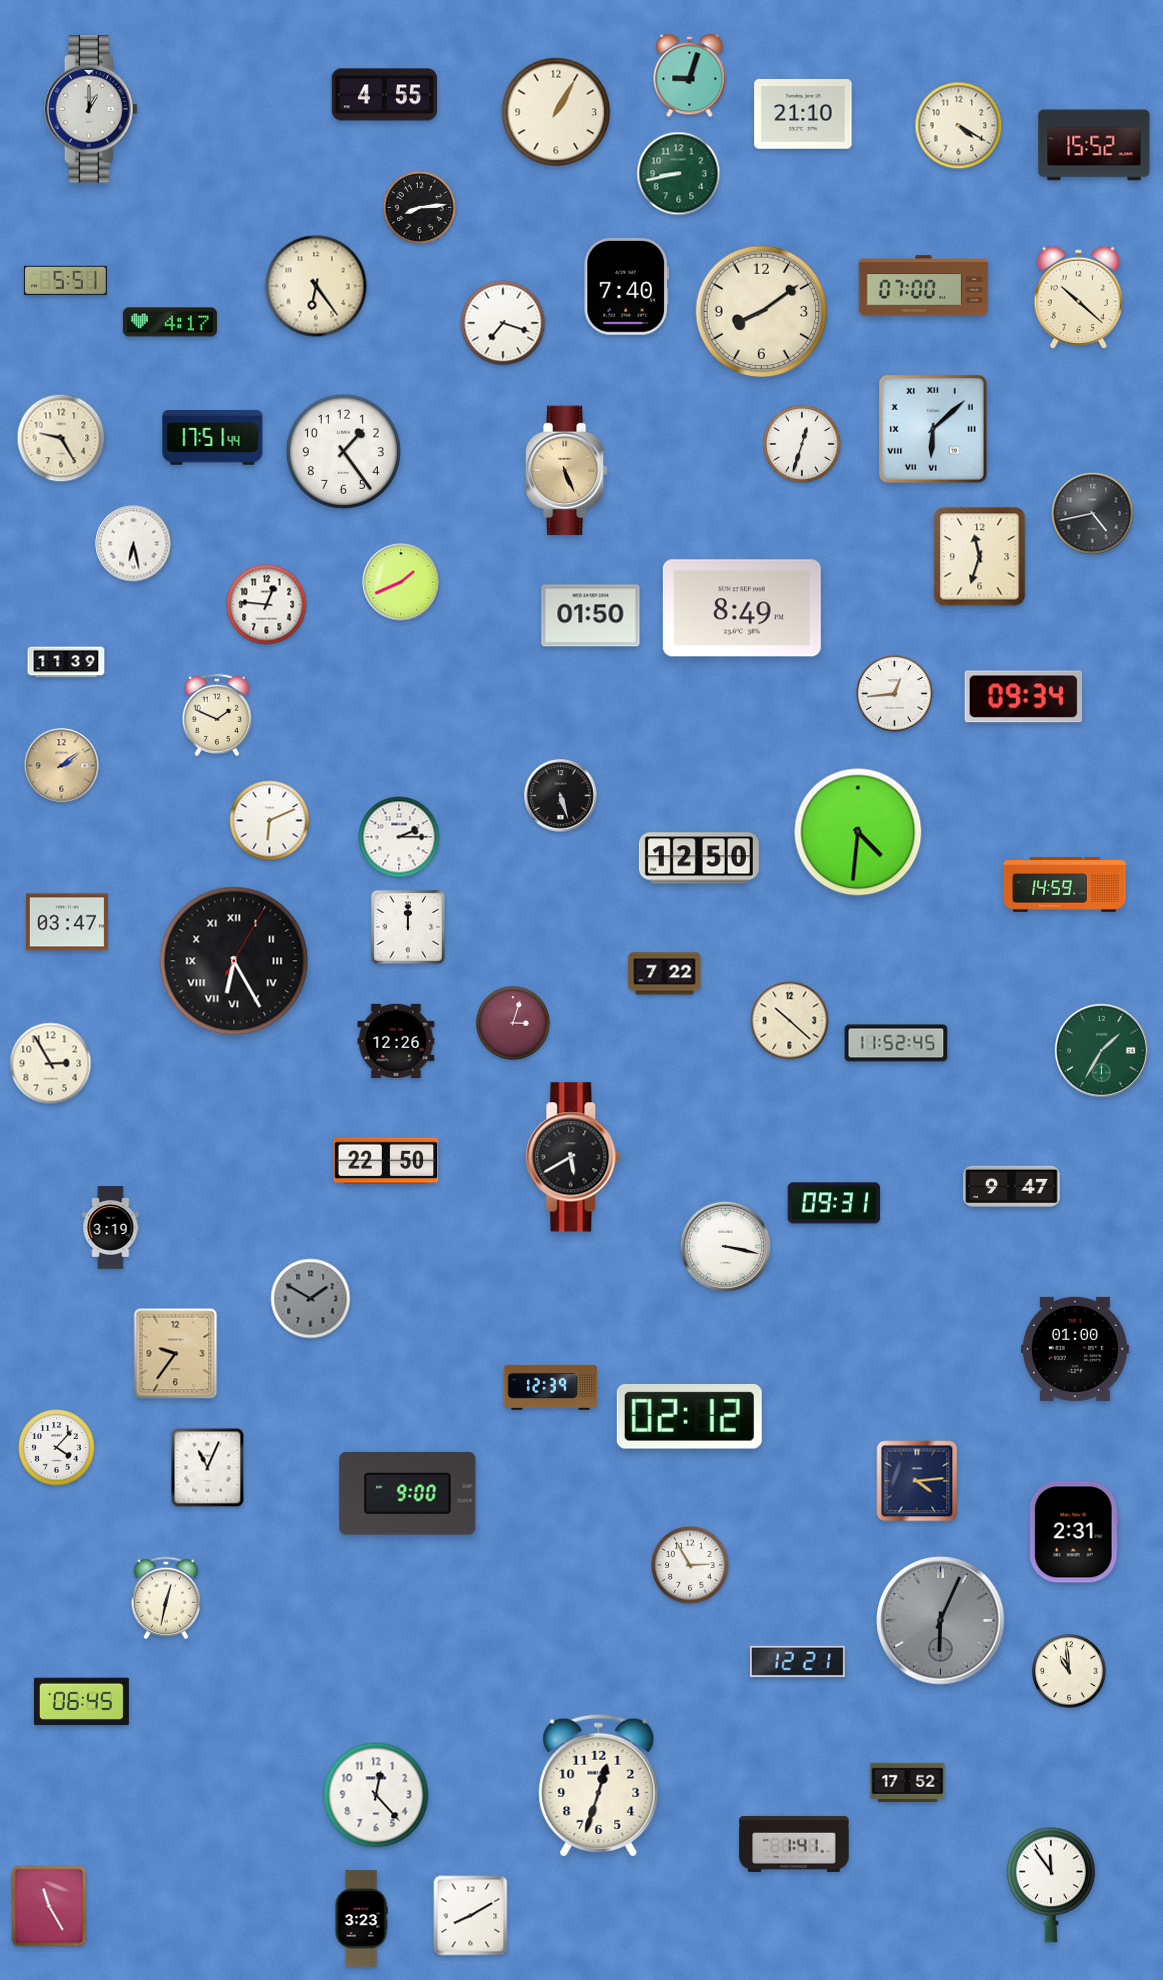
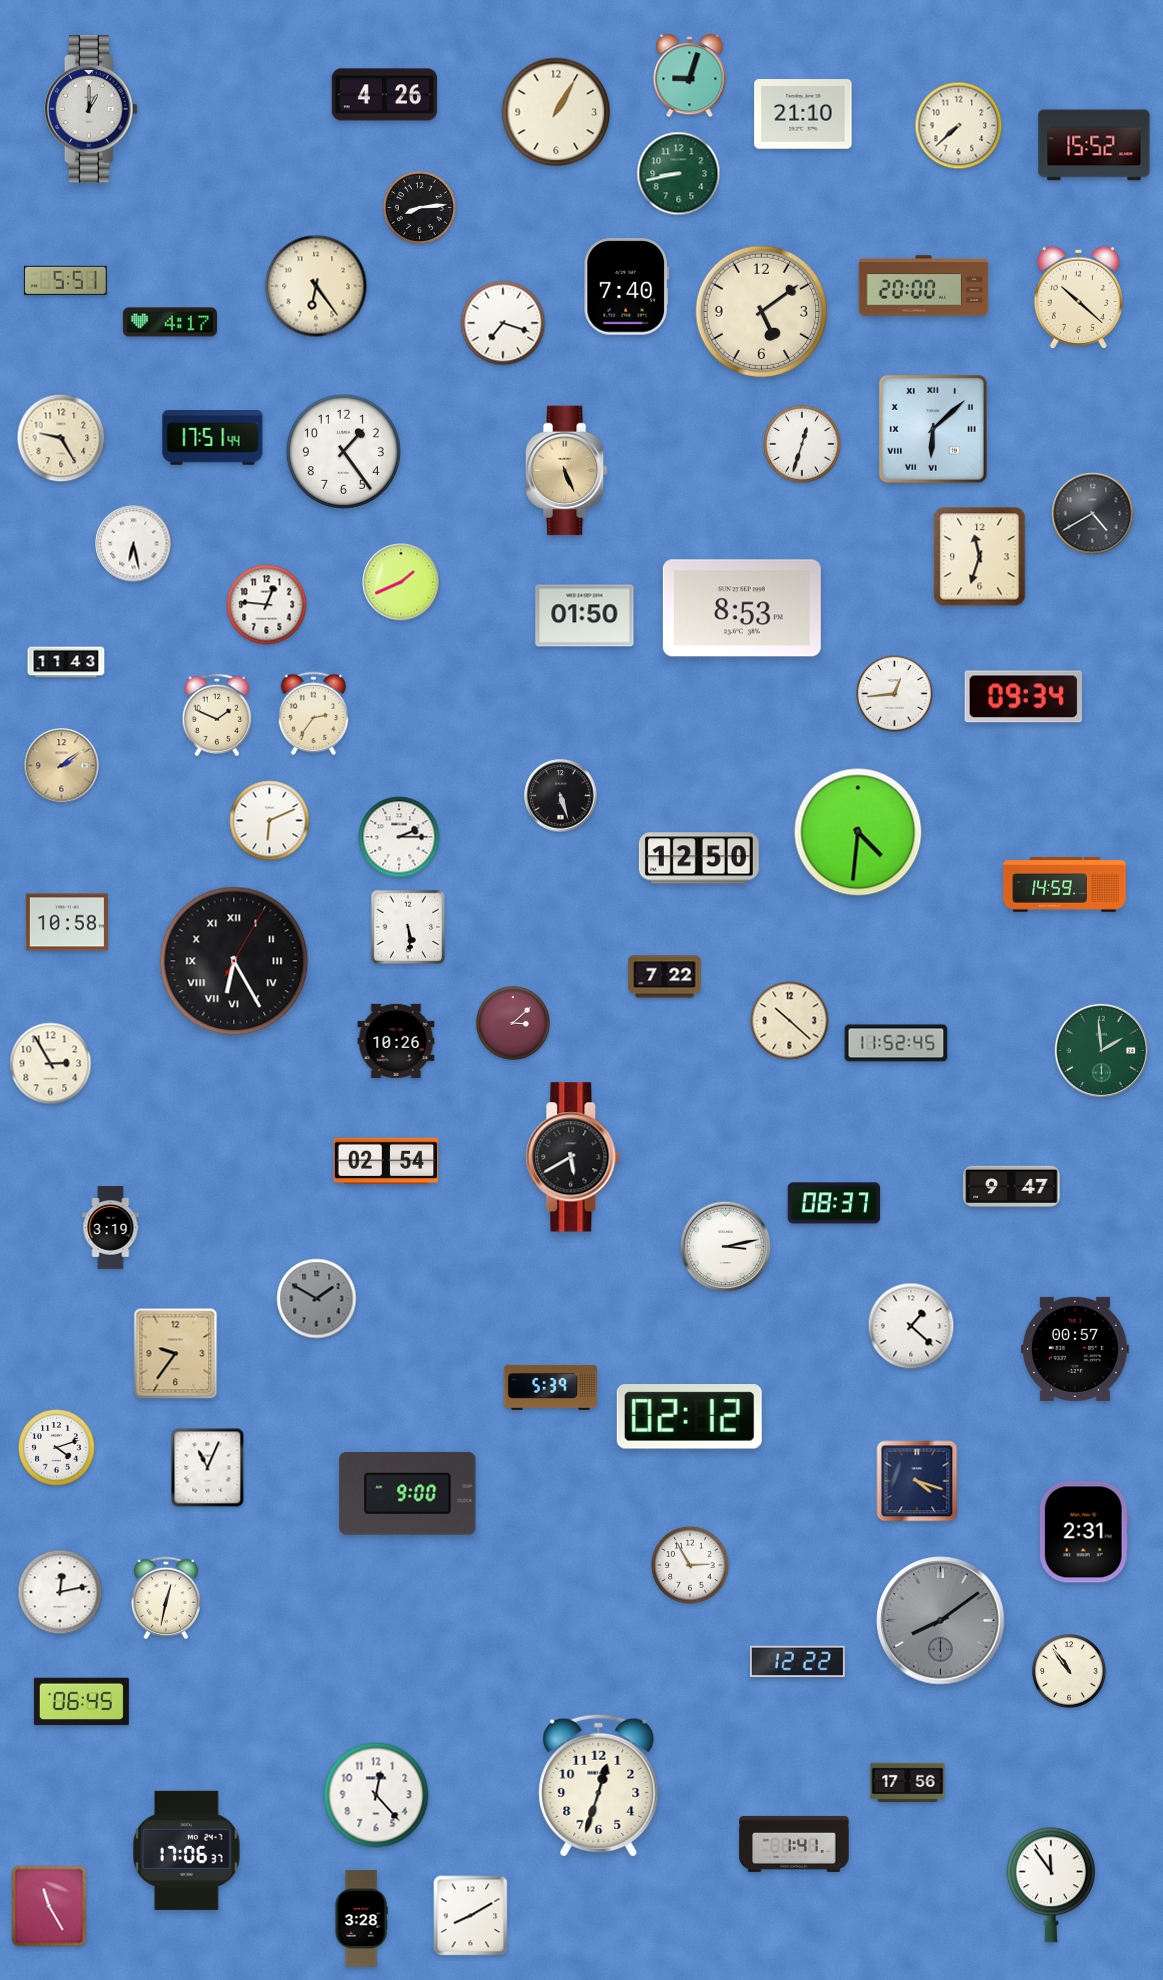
clock at (385, 95): 4:55 -> 4:26
clock at (959, 126): 4:20 -> 7:38
clock at (924, 286): 07:00 -> 20:00
clock at (761, 311): 8:09 -> 5:09
clock at (1093, 514): 4:43 -> 4:40
clock at (742, 608): 8:49 -> 8:53
clock at (591, 616) position: (591, 616) -> (585, 616)
clock at (66, 662): 11:39 -> 11:43
clock at (314, 714): none -> 2:36
clock at (67, 922): 03:47 -> 10:58
clock at (408, 927): 12:00 -> 5:29
clock at (665, 974) position: (665, 974) -> (665, 977)
clock at (513, 1023): 3:03 -> 3:08
clock at (396, 1041): 12:26 -> 10:26
clock at (1101, 1050): 1:35 -> 1:59
clock at (386, 1161): 22:50 -> 02:54
clock at (834, 1203): 09:31 -> 08:37
clock at (726, 1247): 3:17 -> 3:13
clock at (311, 1299) position: (311, 1299) -> (317, 1299)
clock at (911, 1326): none -> 1:22
clock at (1075, 1349): 01:00 -> 00:57
clock at (550, 1387): 12:39 -> 5:39
clock at (57, 1448): 4:07 -> 4:12
clock at (917, 1481): 4:14 -> 4:18
clock at (1074, 1532) position: (1074, 1532) -> (1084, 1532)
clock at (60, 1592): none -> 12:13
clock at (941, 1621): 6:04 -> 8:09
clock at (797, 1662): 12:21 -> 12:22
clock at (1069, 1671): 10:59 -> 10:54
clock at (908, 1782): 17:52 -> 17:56
clock at (187, 1850): none -> 17:06
clock at (361, 1919): 3:23 -> 3:28
